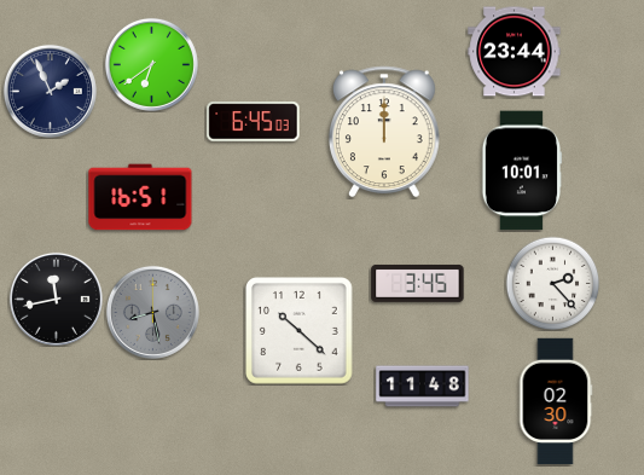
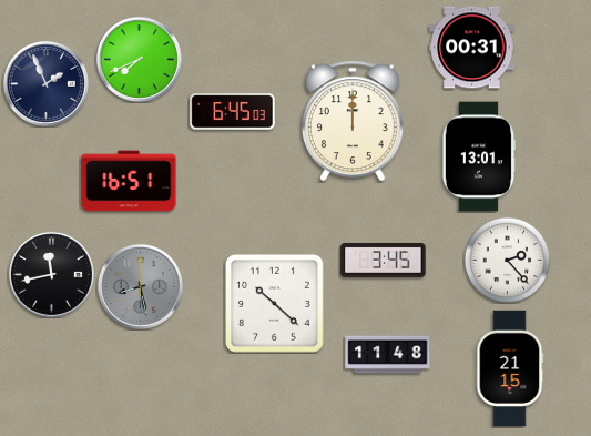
clock at (515, 52): 23:44 -> 00:31
clock at (151, 64): 6:39 -> 7:41
clock at (522, 170): 10:01 -> 13:01
clock at (556, 401): 02:30 -> 21:15
